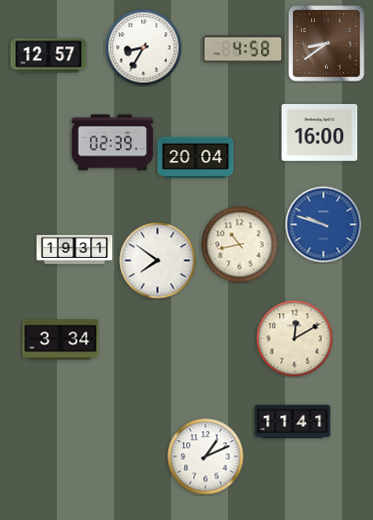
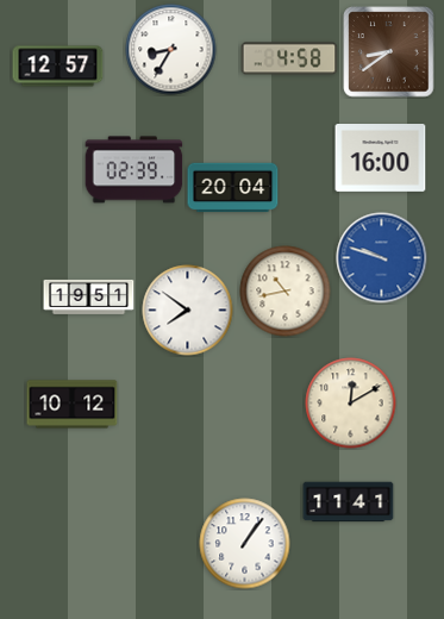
clock at (144, 48) position: (144, 48) -> (171, 50)
clock at (324, 225) position: (324, 225) -> (382, 258)
clock at (75, 249): 19:31 -> 19:51
clock at (61, 340): 3:34 -> 10:12
clock at (206, 457): 1:11 -> 1:06
